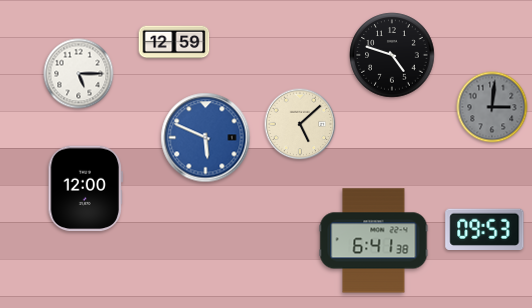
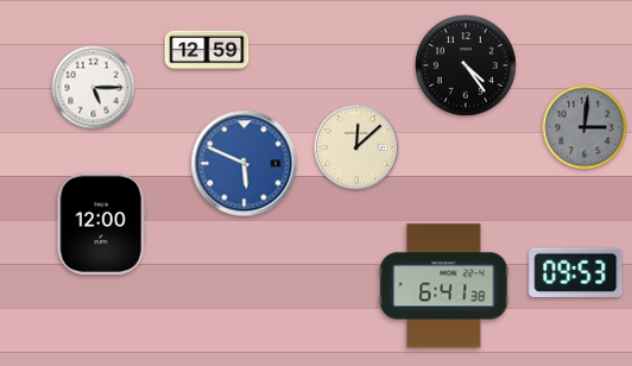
clock at (392, 55): 4:48 -> 4:24
clock at (300, 124): 5:08 -> 12:08
